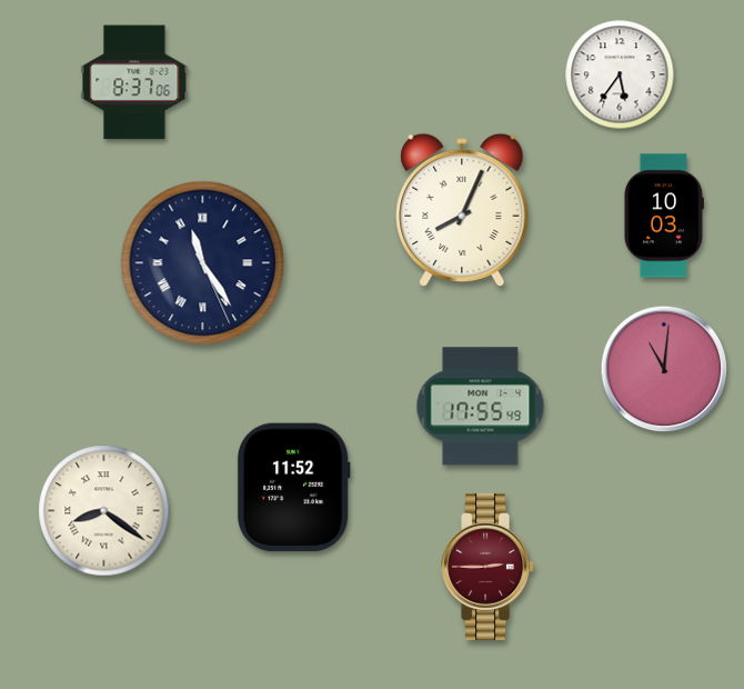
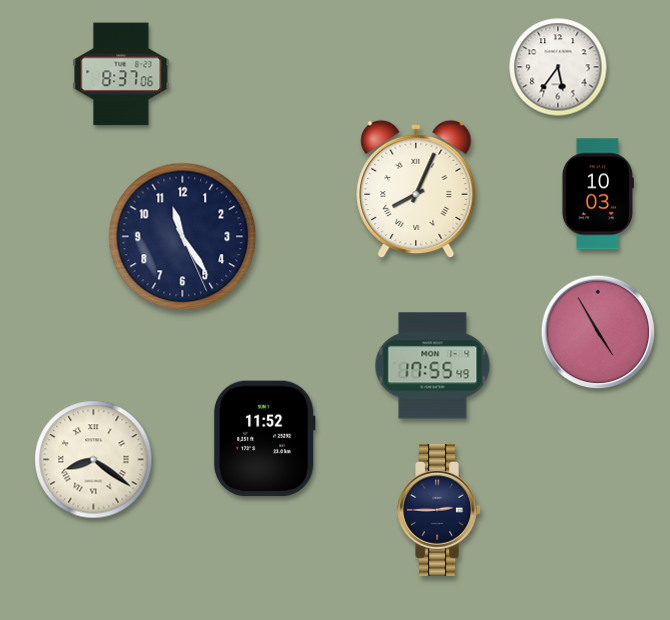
clock at (203, 263) numerals: Roman -> Arabic
clock at (664, 369): 11:01 -> 4:55
clock at (487, 567) dial: burgundy -> navy
